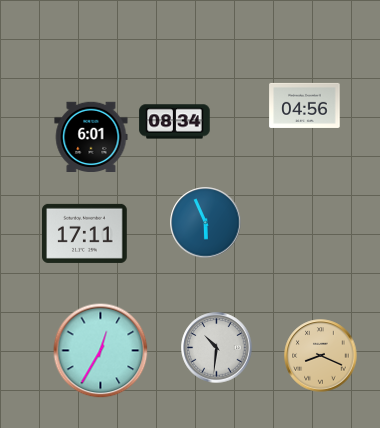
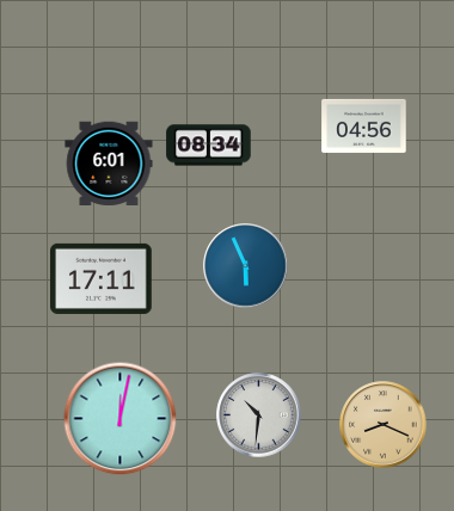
clock at (101, 351): 12:35 -> 12:02
